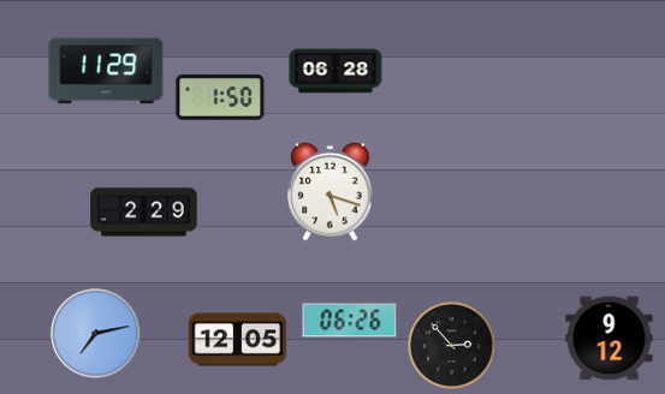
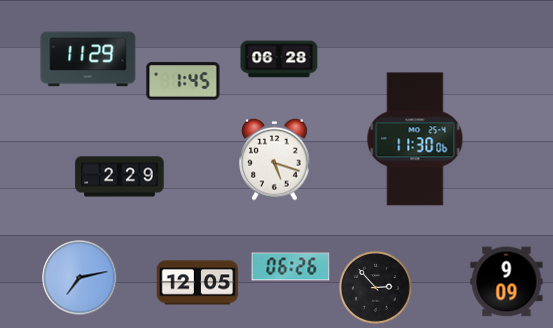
clock at (220, 97): 1:50 -> 1:45
clock at (415, 139): none -> 11:30
clock at (610, 339): 9:12 -> 9:09
